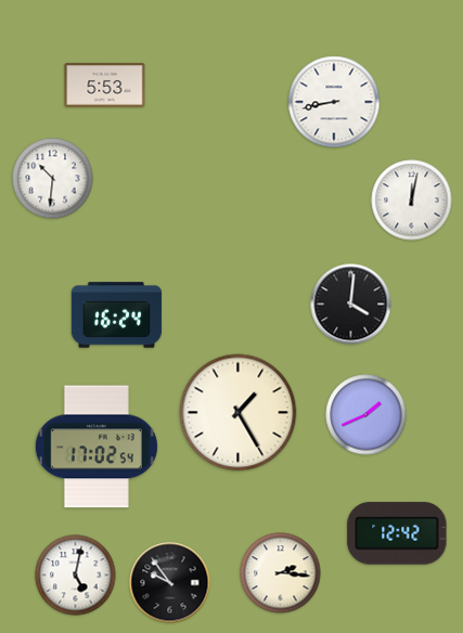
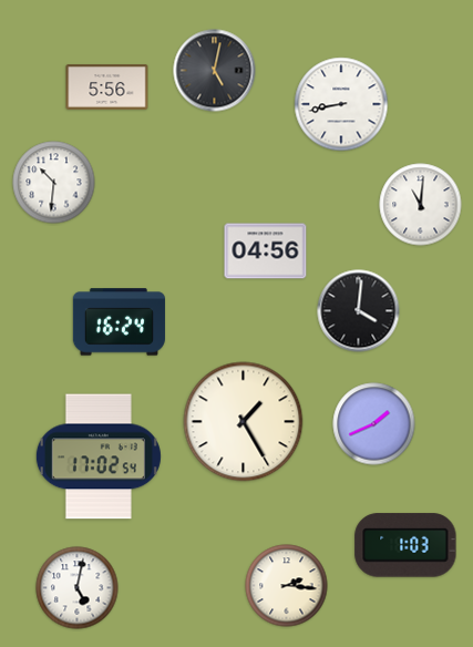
clock at (215, 71): none -> 5:02
clock at (105, 86): 5:53 -> 5:56
clock at (412, 201): 12:02 -> 11:01
clock at (266, 251): none -> 04:56
clock at (397, 533): 12:42 -> 1:03
clock at (170, 583): 9:54 -> none
